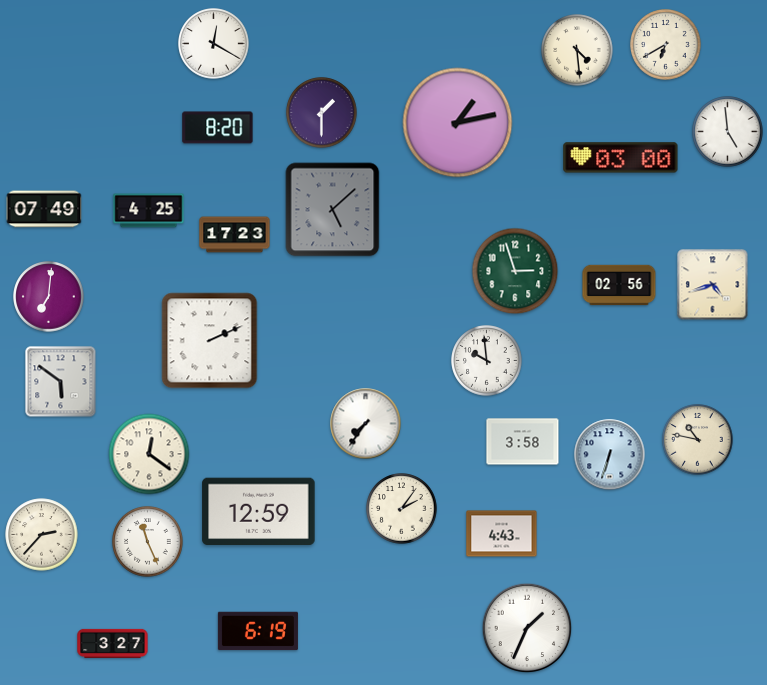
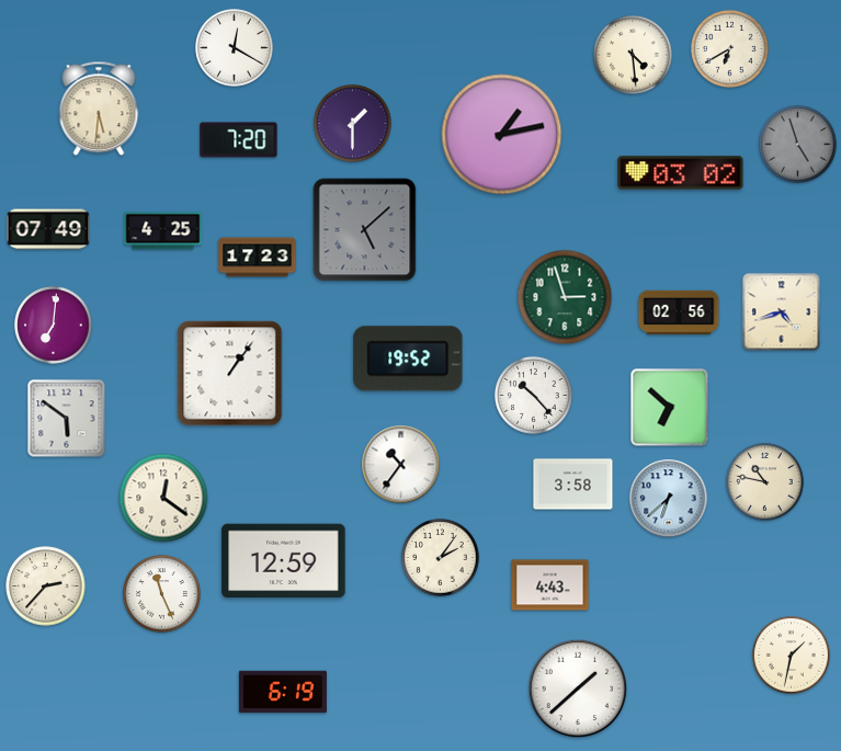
clock at (99, 109): none -> 5:31
clock at (218, 128): 8:20 -> 7:20
clock at (728, 132): 4:59 -> 4:57
clock at (728, 132) dial: white -> grey
clock at (621, 158): 03:00 -> 03:02
clock at (408, 359): none -> 19:52
clock at (210, 341): 2:11 -> 1:06
clock at (487, 361): 9:59 -> 10:23
clock at (670, 408): none -> 6:52
clock at (366, 424): 7:36 -> 10:36
clock at (610, 455): 6:33 -> 6:38
clock at (792, 656): none -> 1:32
clock at (527, 628): 1:34 -> 1:38
clock at (113, 643): 3:27 -> none
